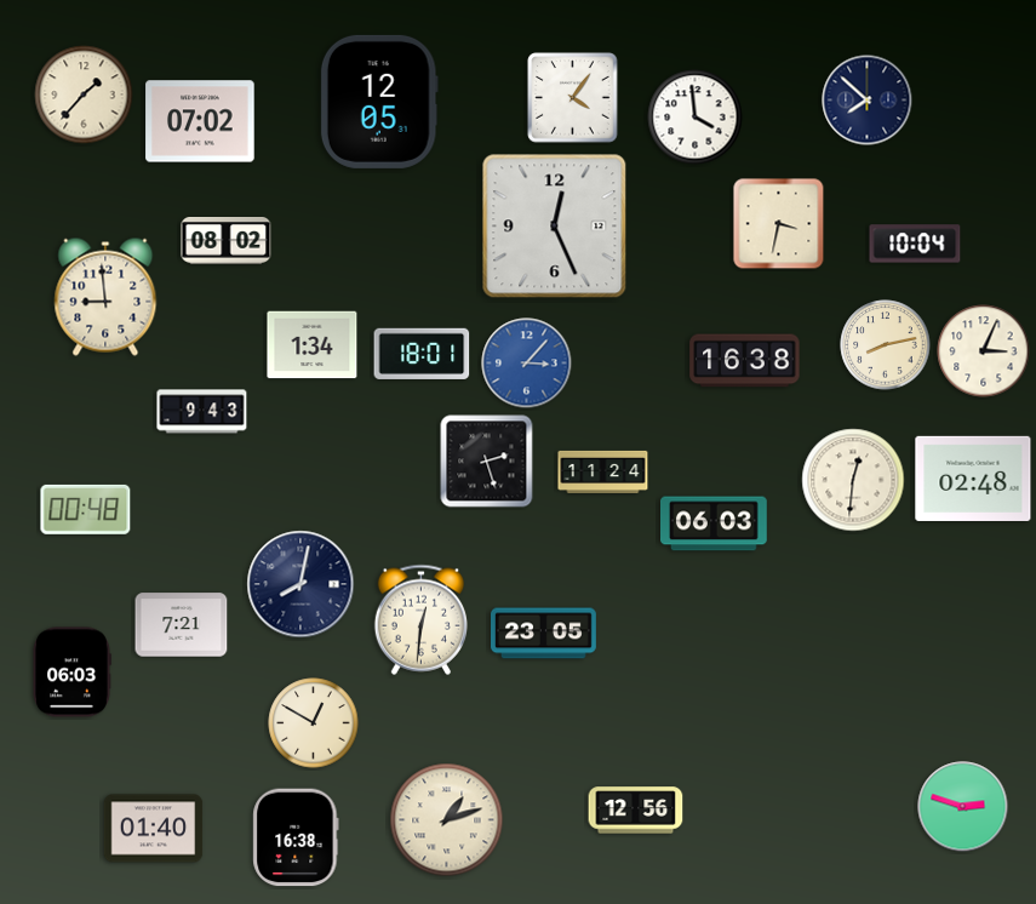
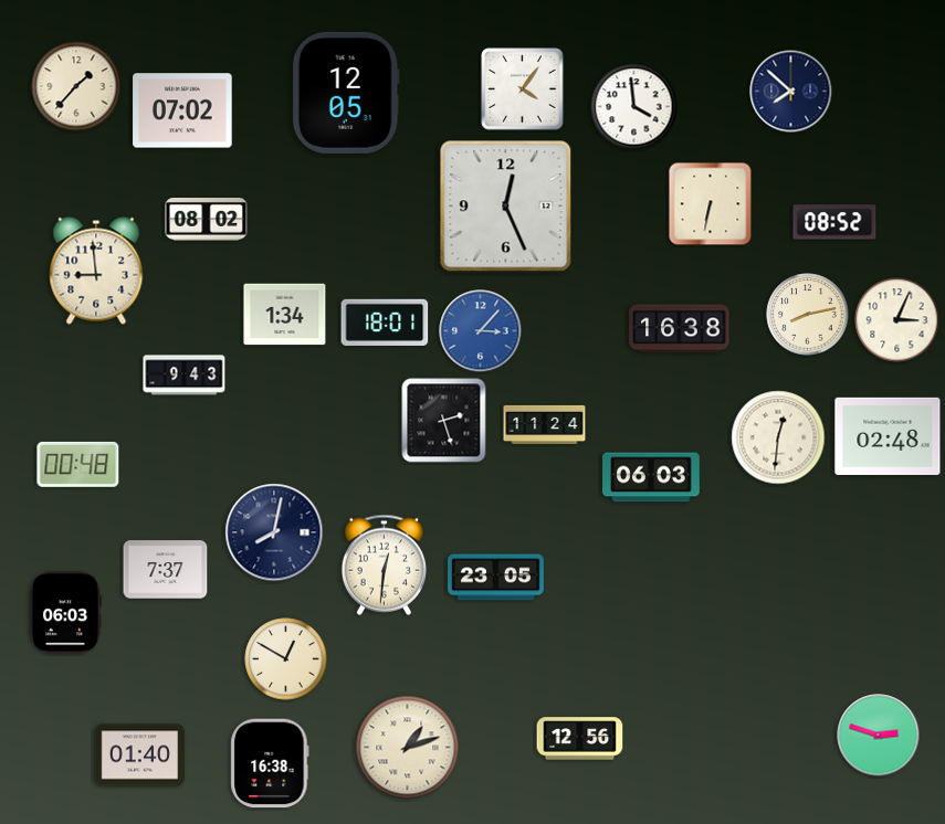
clock at (779, 224): 3:32 -> 6:32
clock at (915, 244): 10:04 -> 08:52
clock at (603, 471) position: (603, 471) -> (545, 424)
clock at (182, 625): 7:21 -> 7:37
